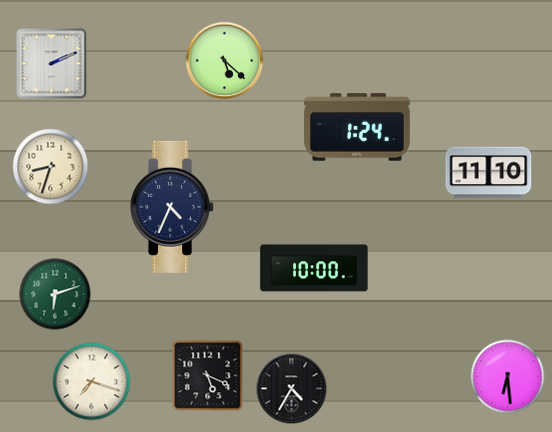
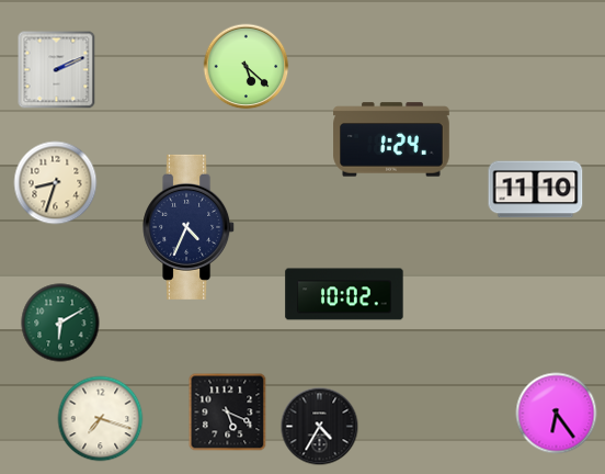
clock at (314, 268): 10:00 -> 10:02
clock at (55, 294): 6:12 -> 6:10
clock at (508, 377): 6:29 -> 6:24
